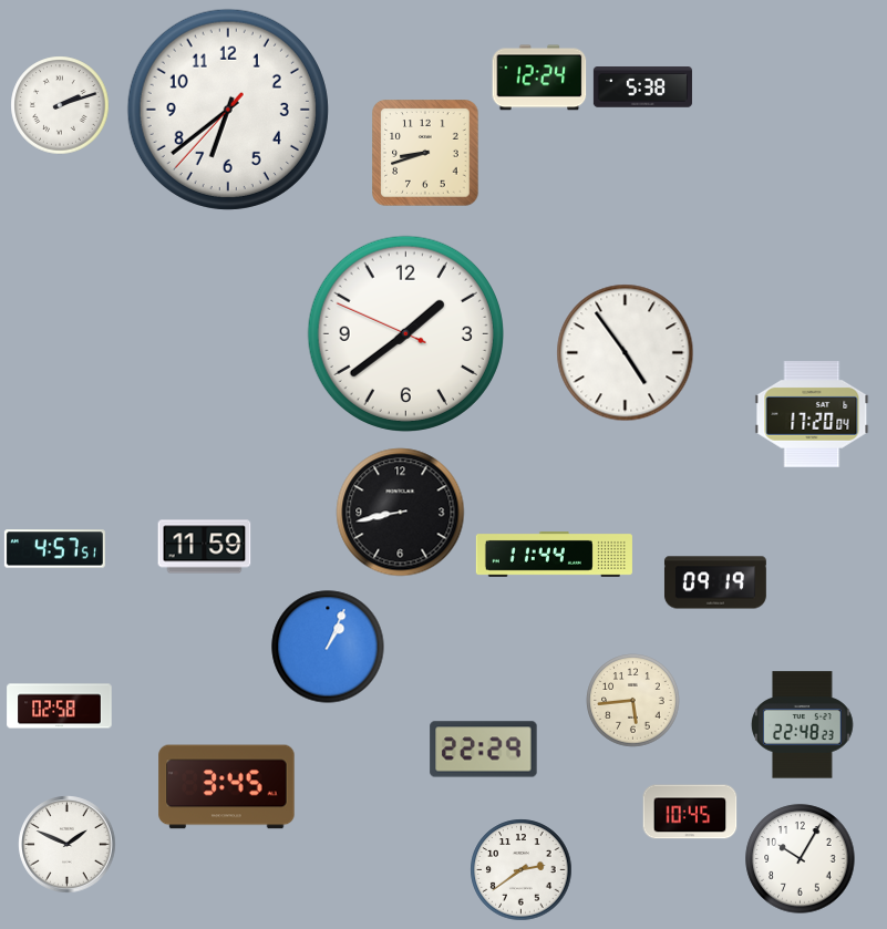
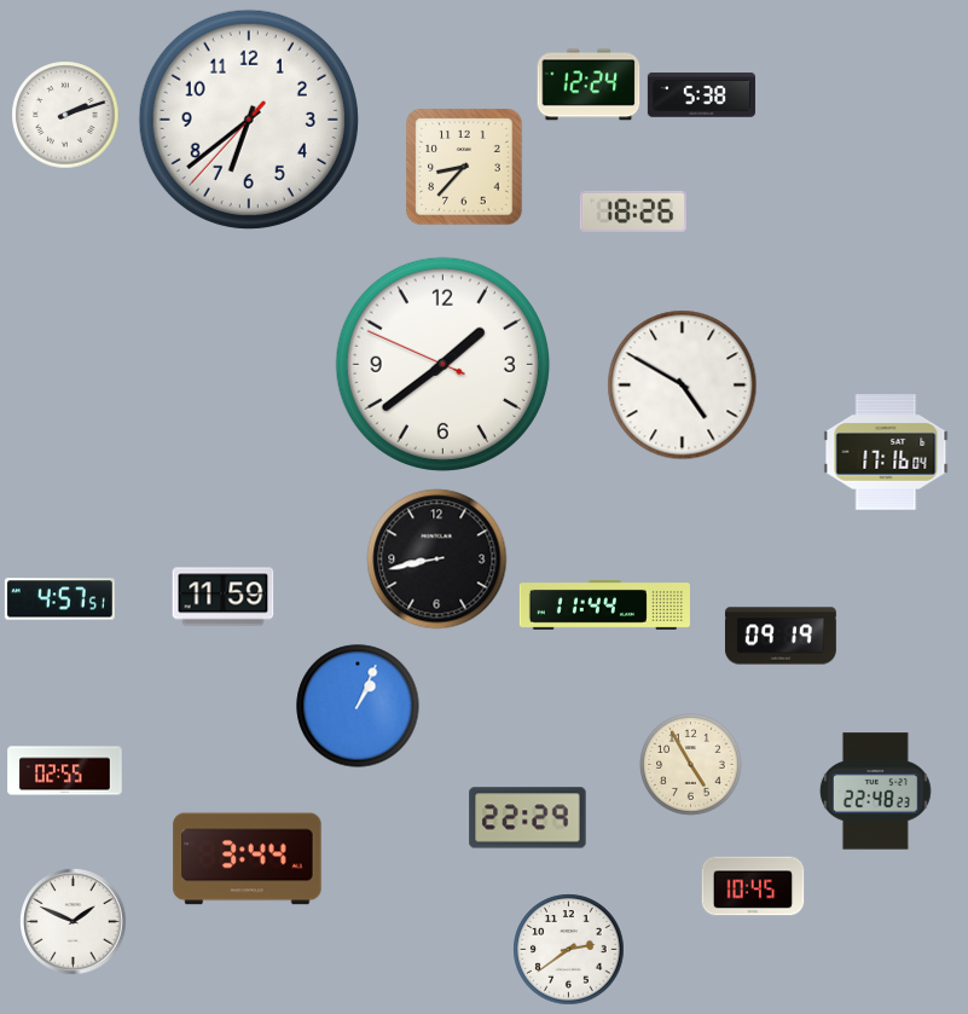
clock at (425, 153): 8:42 -> 8:37
clock at (633, 212): none -> 18:26
clock at (626, 353): 4:54 -> 4:50
clock at (812, 414): 17:20 -> 17:16
clock at (633, 701): 5:44 -> 4:55
clock at (60, 706): 02:58 -> 02:55
clock at (227, 787): 3:45 -> 3:44
clock at (801, 859): 10:05 -> none
